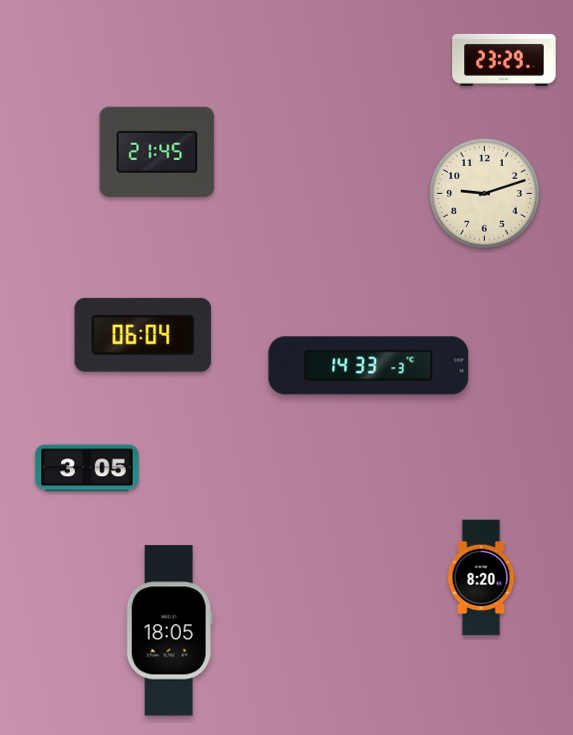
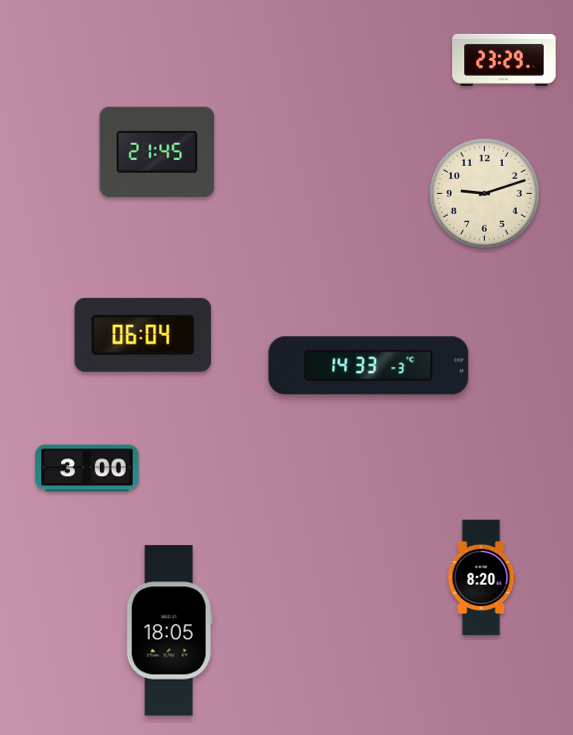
clock at (87, 468): 3:05 -> 3:00
